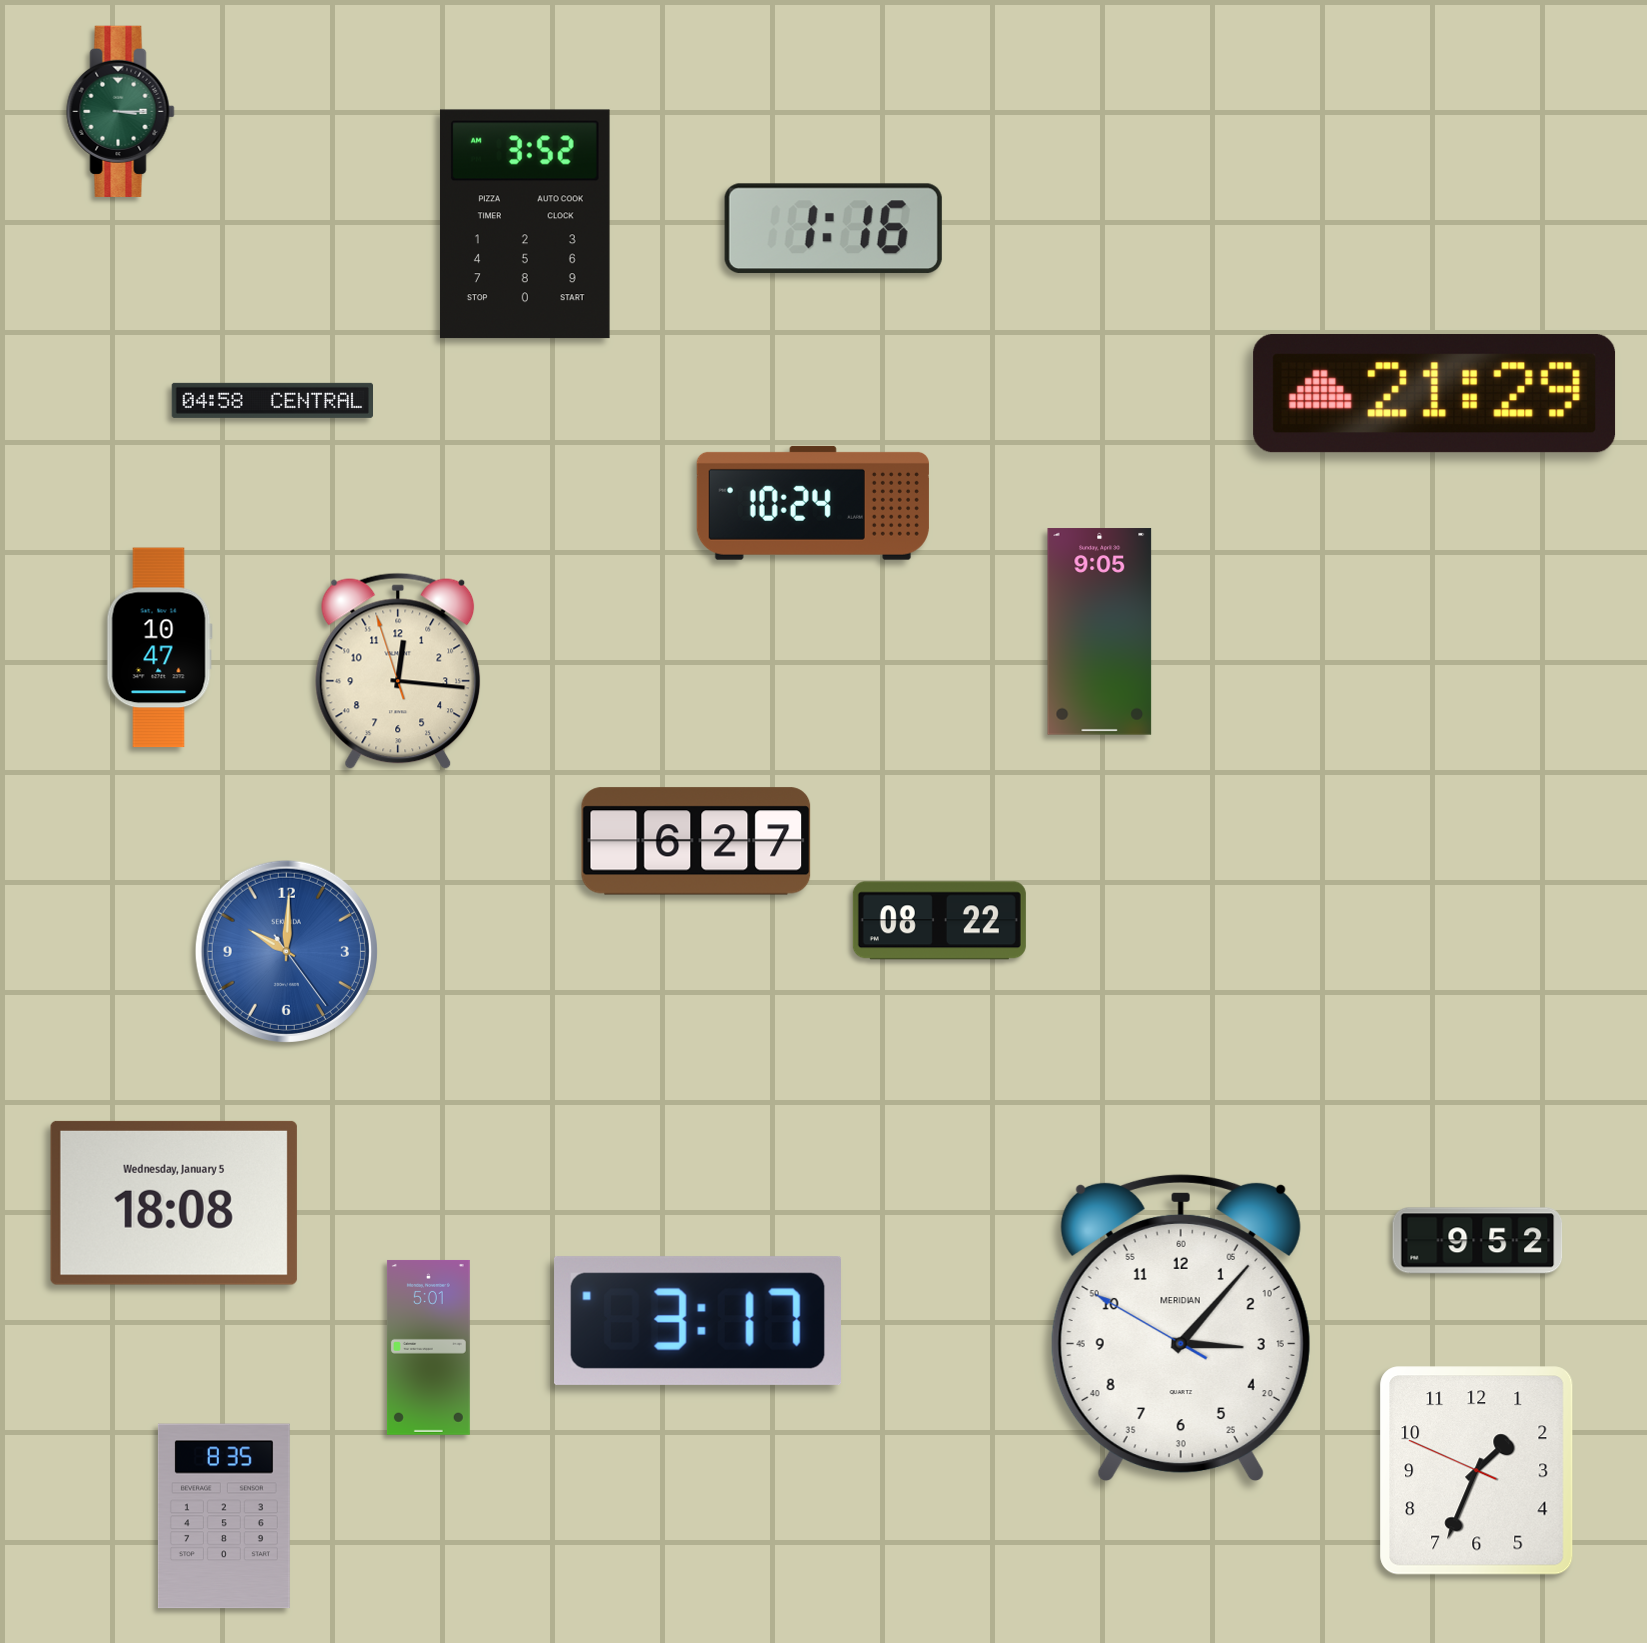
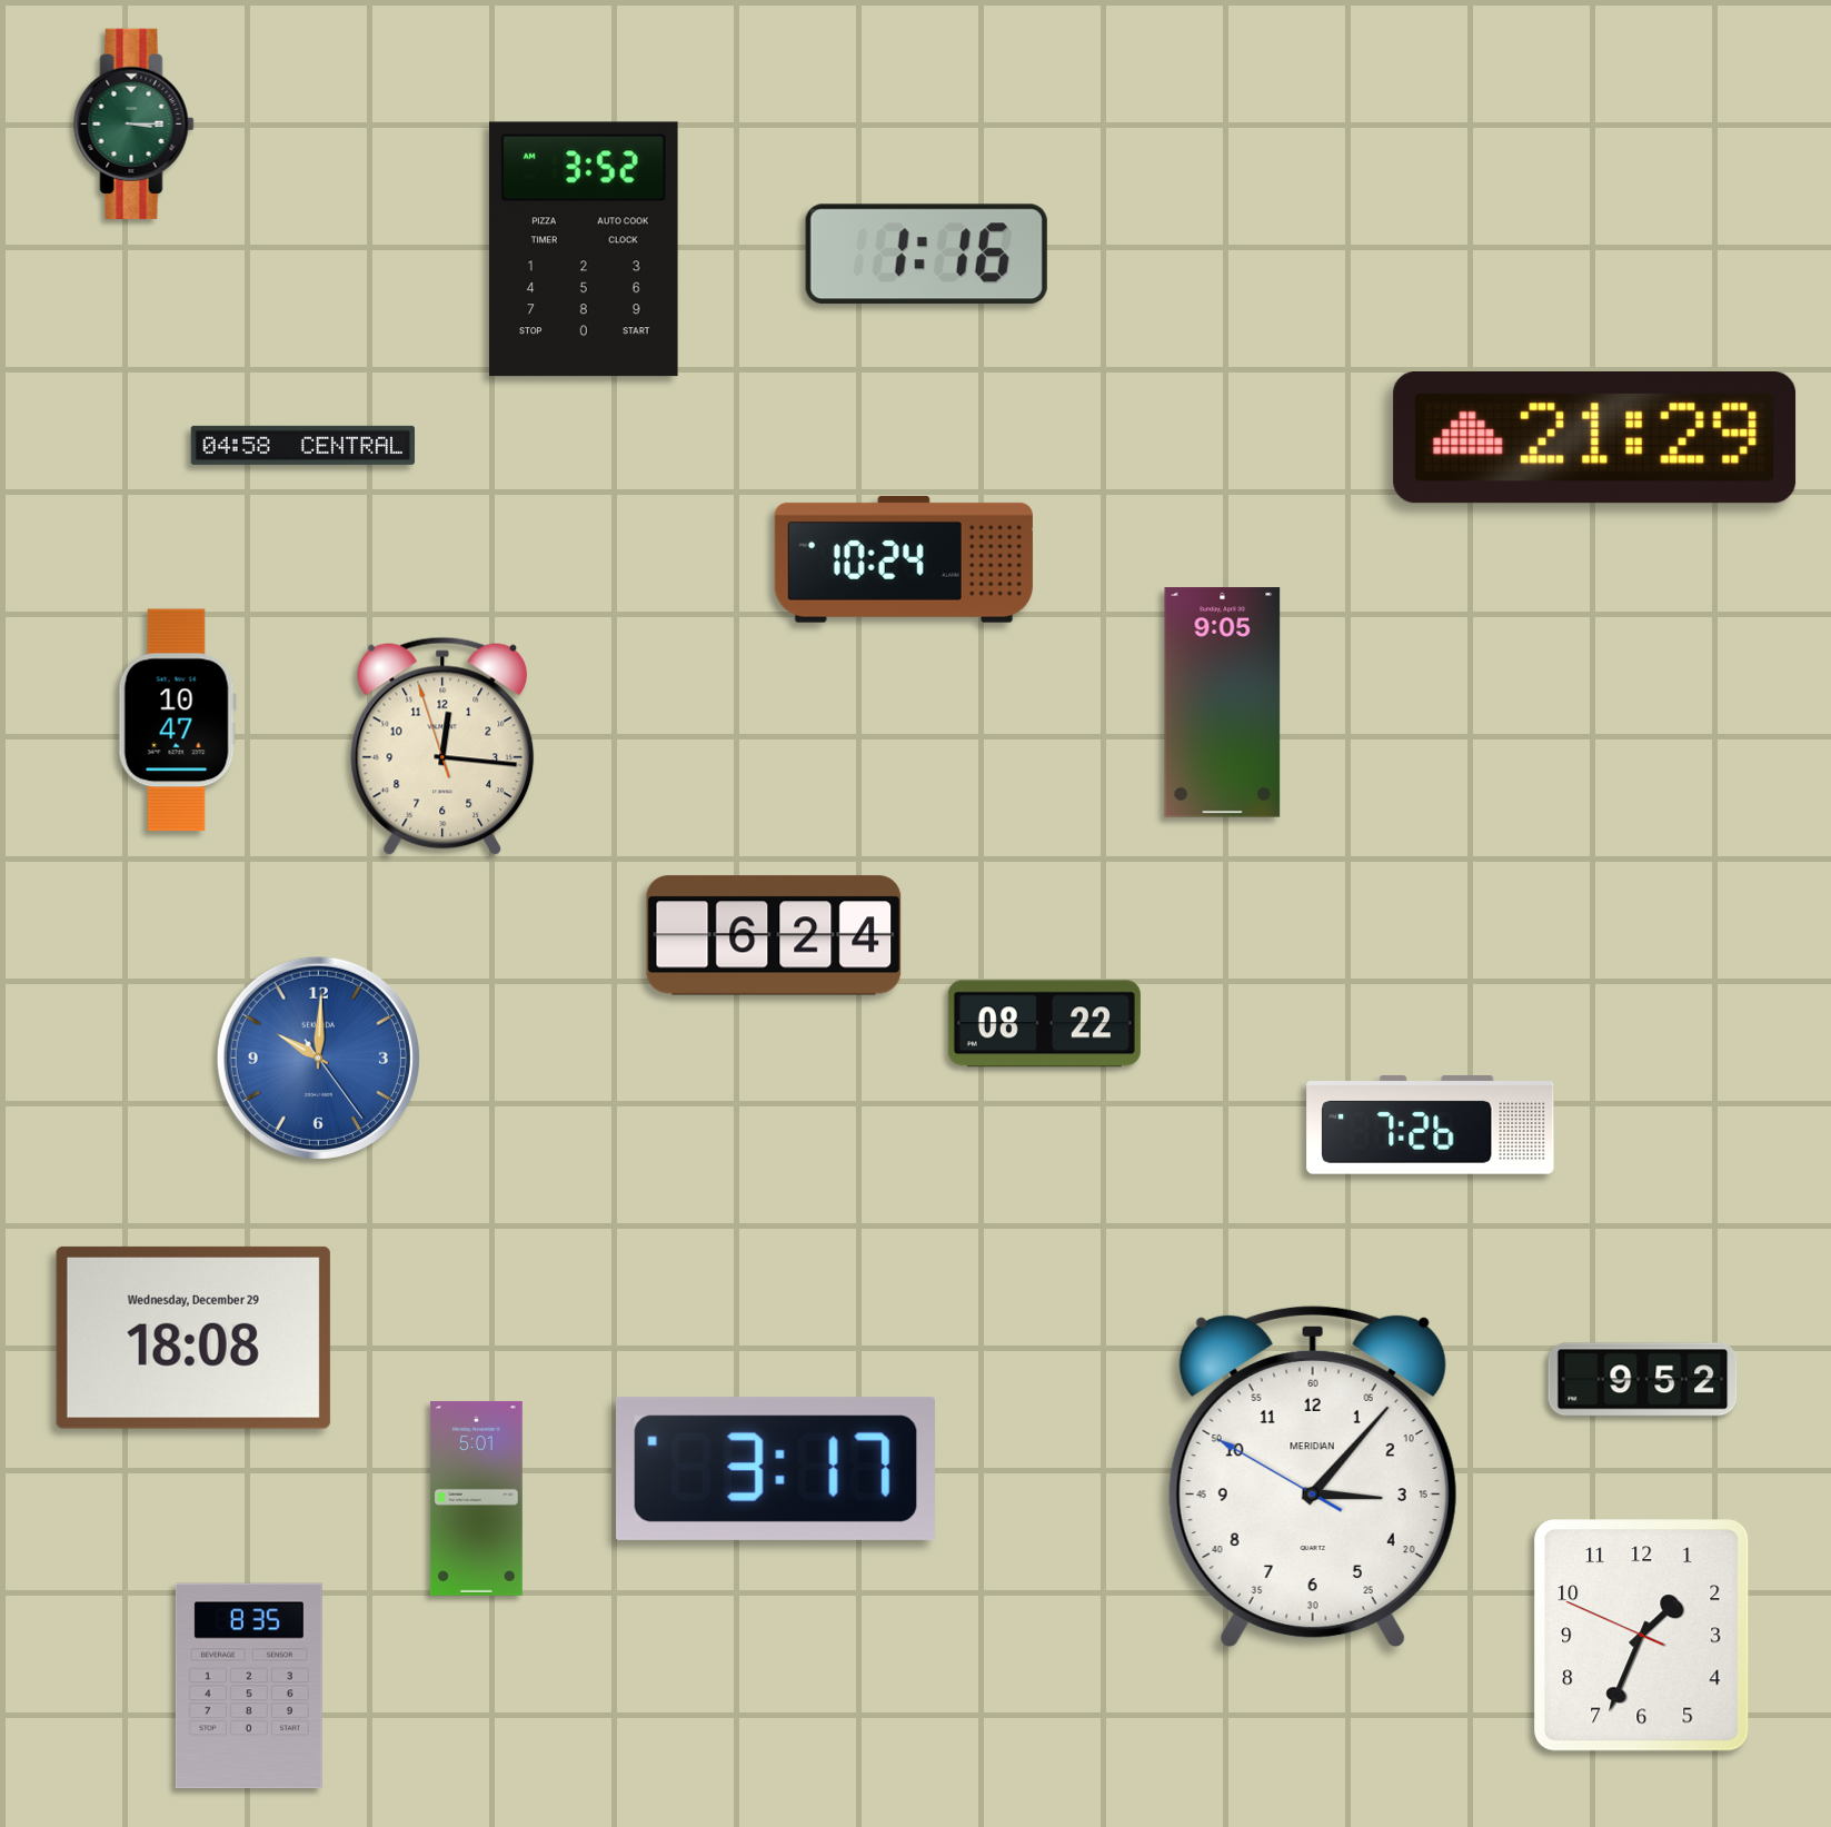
clock at (696, 841): 6:27 -> 6:24
clock at (1431, 1125): none -> 7:26
clock at (174, 1203) date: Wednesday, January 5 -> Wednesday, December 29
